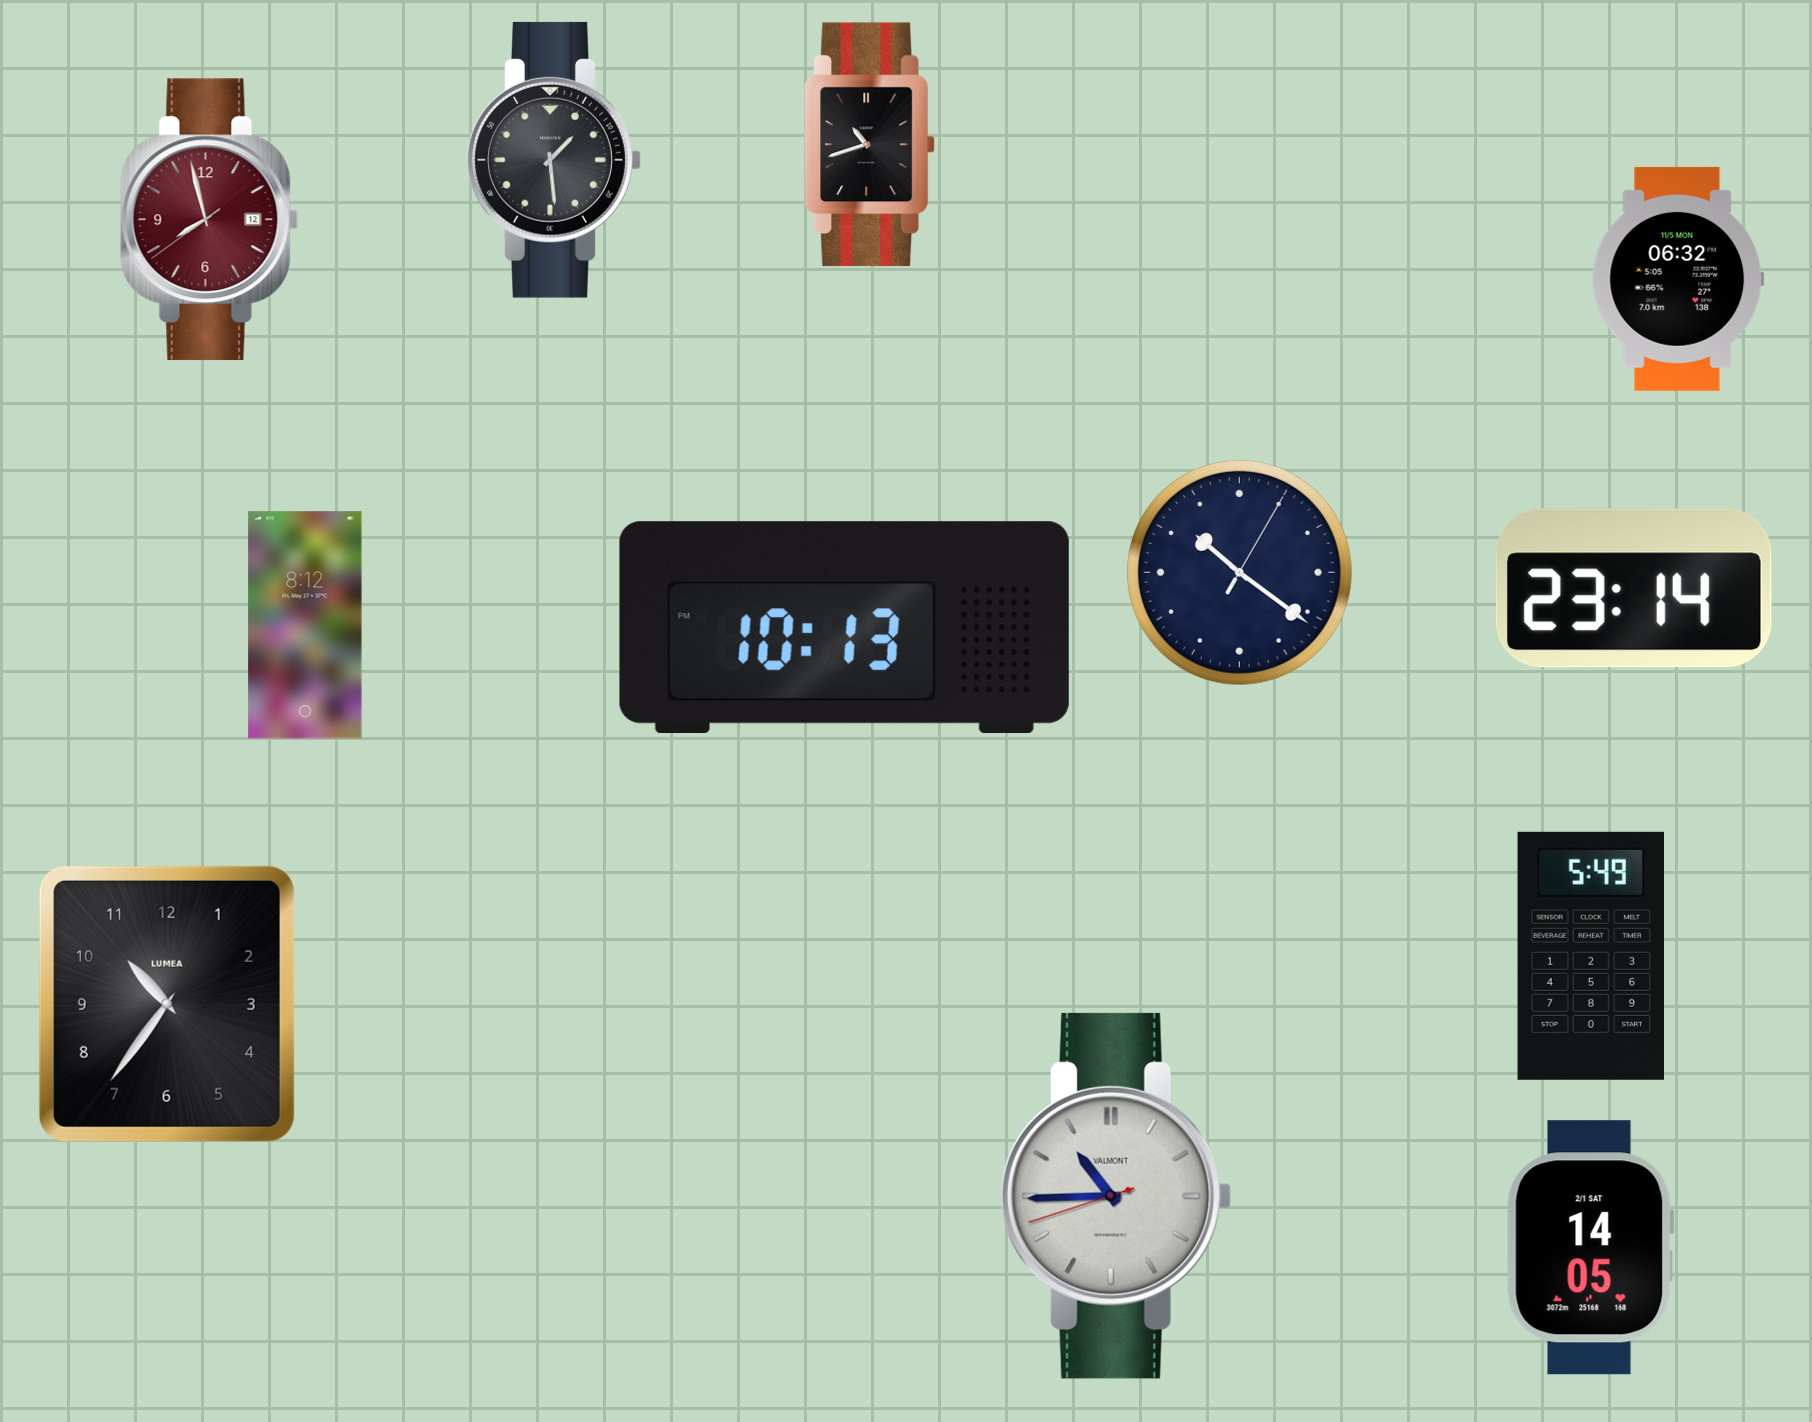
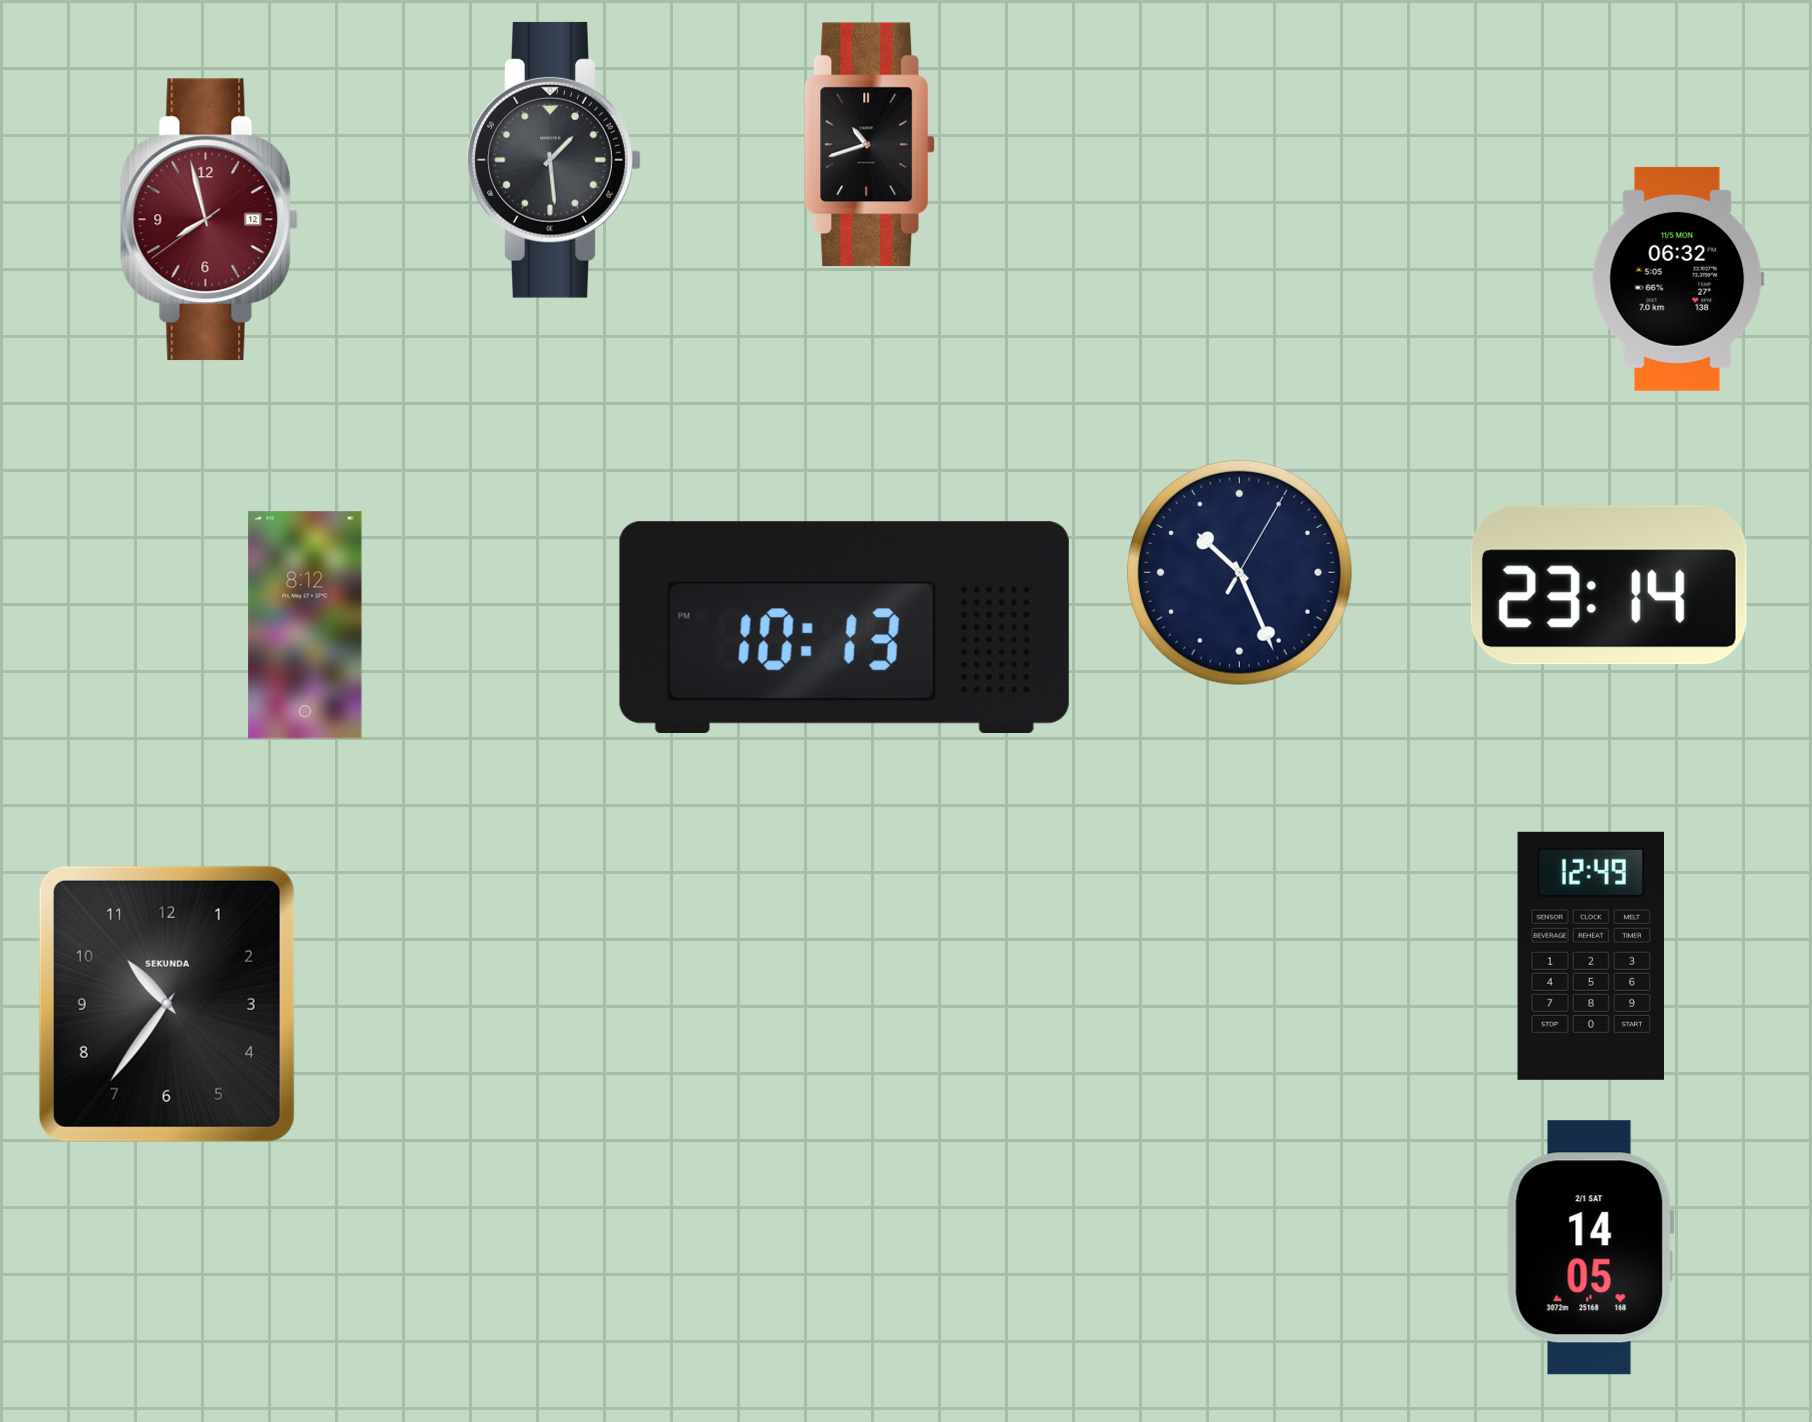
clock at (1239, 572): 10:21 -> 10:26
clock at (1634, 588) position: (1634, 588) -> (1609, 585)
clock at (1590, 956): 5:49 -> 12:49
clock at (167, 1004) brand: LUMEA -> SEKUNDA
clock at (1116, 1196): 10:44 -> none
